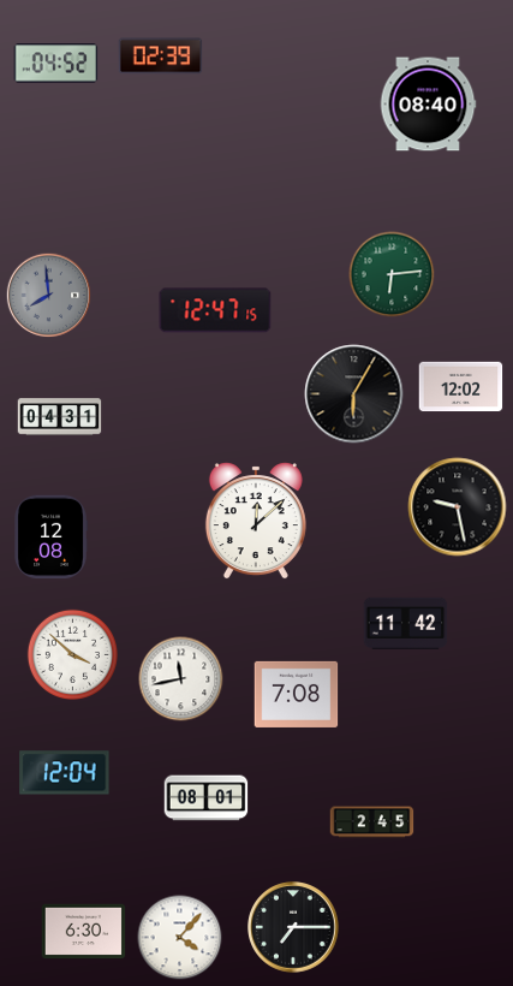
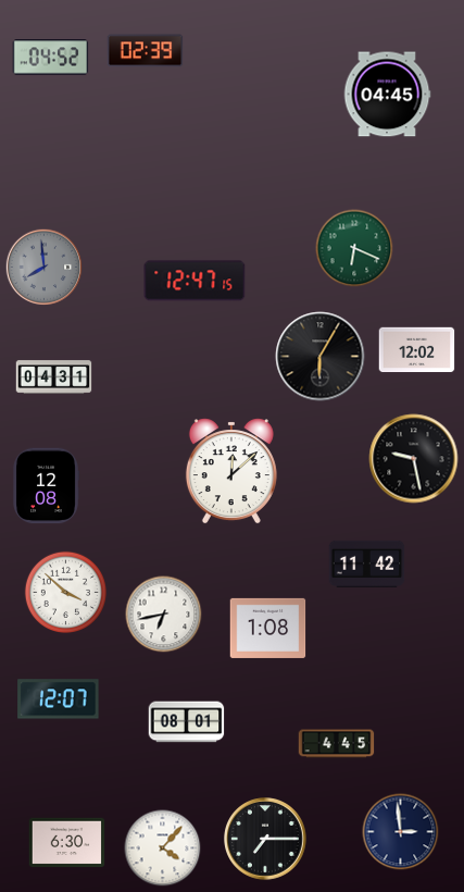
clock at (428, 105): 08:40 -> 04:45
clock at (392, 274): 6:14 -> 6:19
clock at (181, 679): 11:43 -> 6:43
clock at (297, 694): 7:08 -> 1:08
clock at (65, 773): 12:04 -> 12:07
clock at (372, 822): 2:45 -> 4:45
clock at (401, 832): none -> 2:59
clock at (84, 932) position: (84, 932) -> (67, 843)
